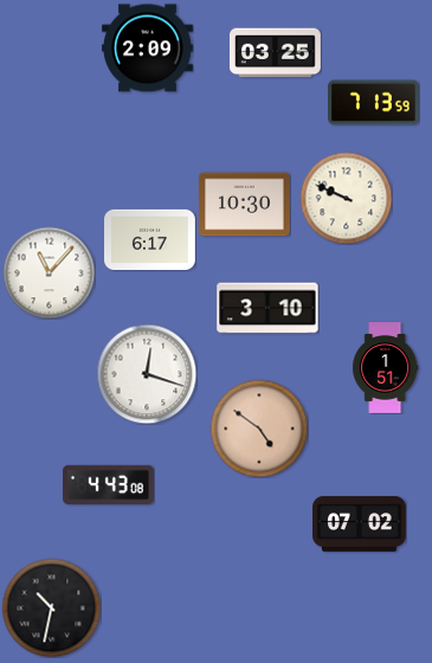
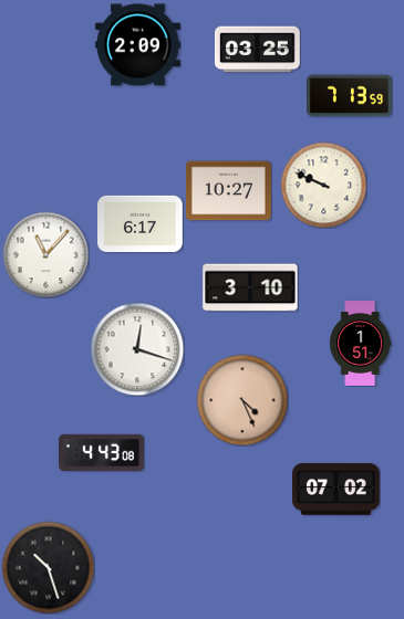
clock at (245, 205): 10:30 -> 10:27
clock at (259, 429): 4:51 -> 4:26
clock at (51, 607): 10:32 -> 10:27
